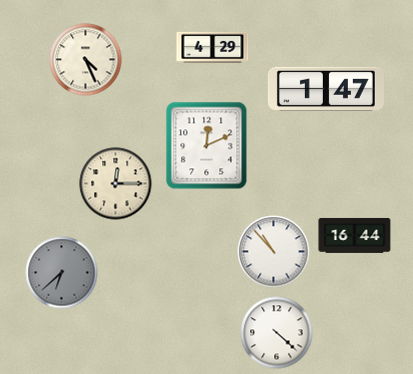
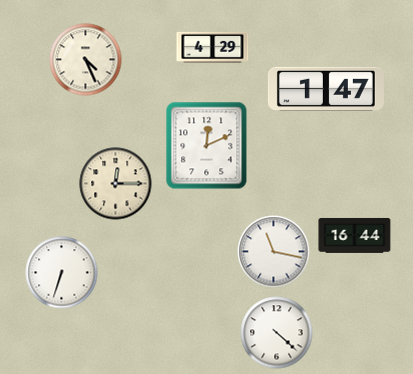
clock at (274, 252): 10:53 -> 11:17
clock at (62, 273): 6:38 -> 6:33
clock at (62, 273) dial: grey -> white
